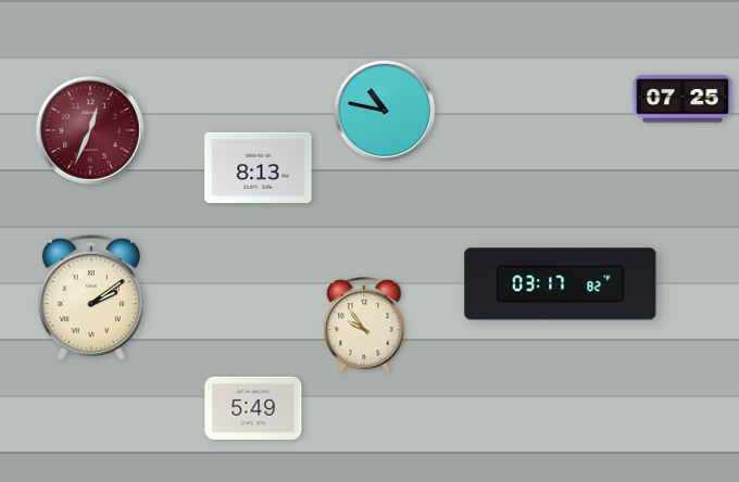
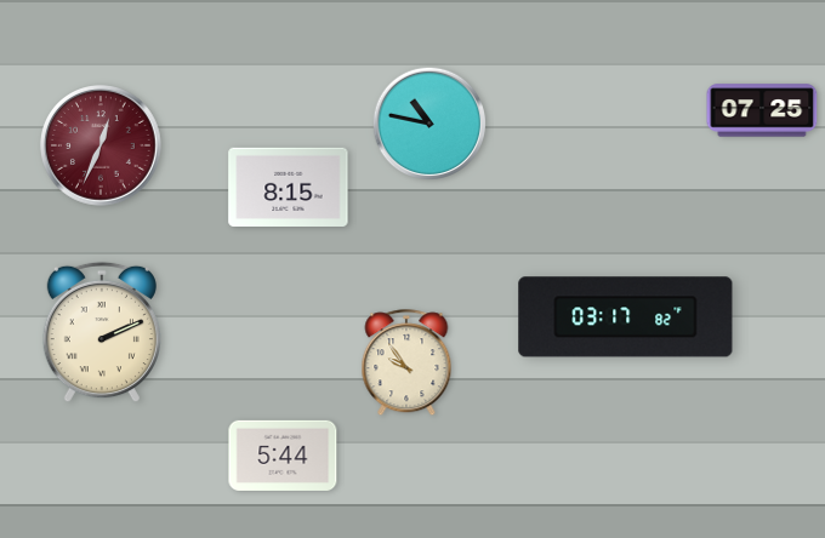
clock at (259, 167): 8:13 -> 8:15
clock at (91, 297): 2:09 -> 2:11
clock at (253, 408): 5:49 -> 5:44
